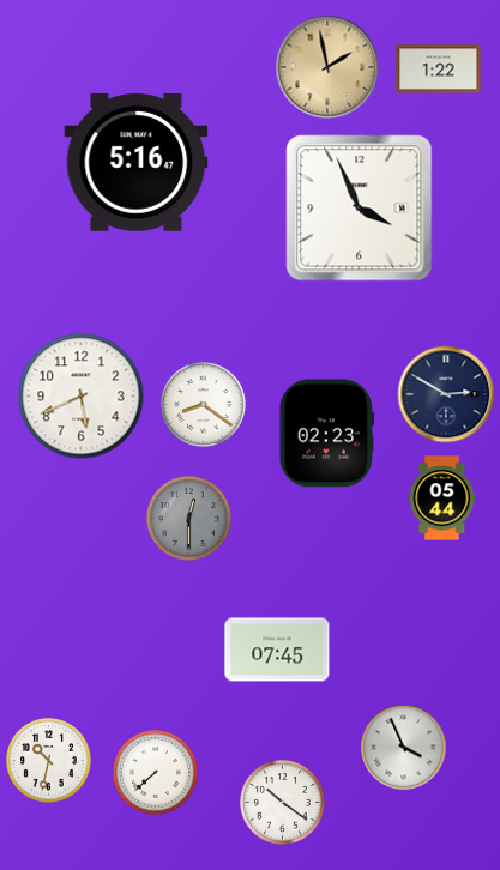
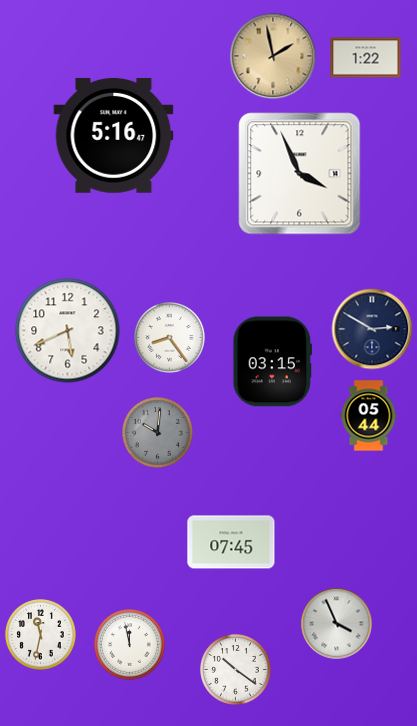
clock at (204, 405): 8:21 -> 8:24
clock at (326, 434): 02:23 -> 03:15
clock at (189, 519): 12:30 -> 10:01
clock at (49, 761): 10:32 -> 11:32
clock at (156, 773): 7:38 -> 11:58
